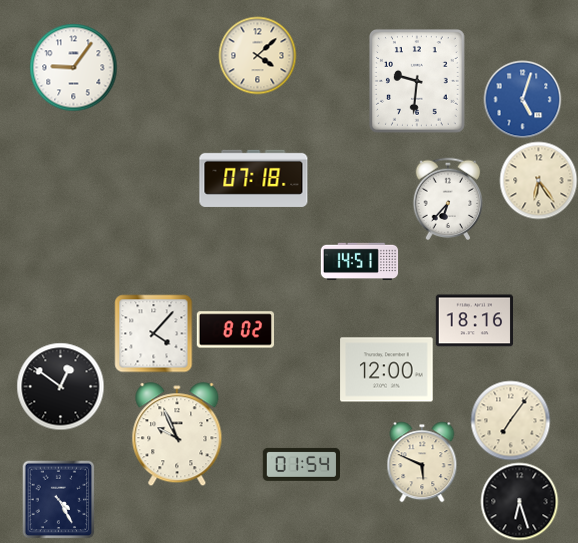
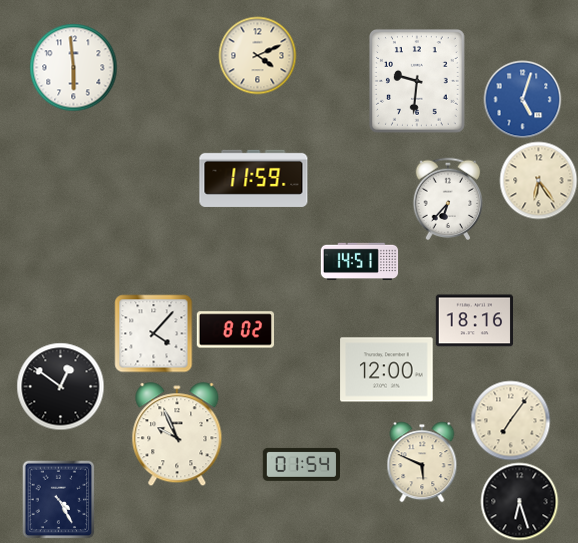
clock at (257, 55): 4:08 -> 4:11
clock at (73, 67): 9:06 -> 5:59
clock at (254, 178): 07:18 -> 11:59
